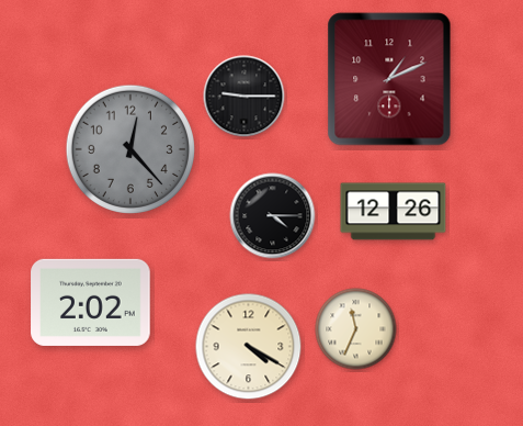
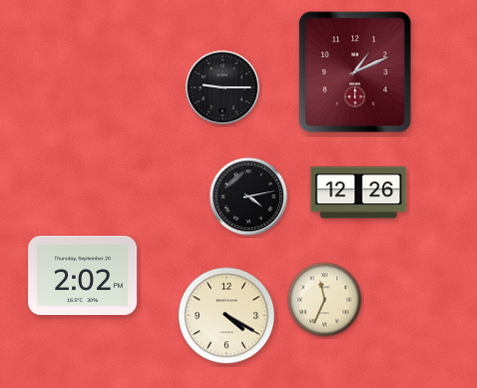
clock at (129, 148): 12:23 -> none
clock at (273, 216): 4:15 -> 4:13
